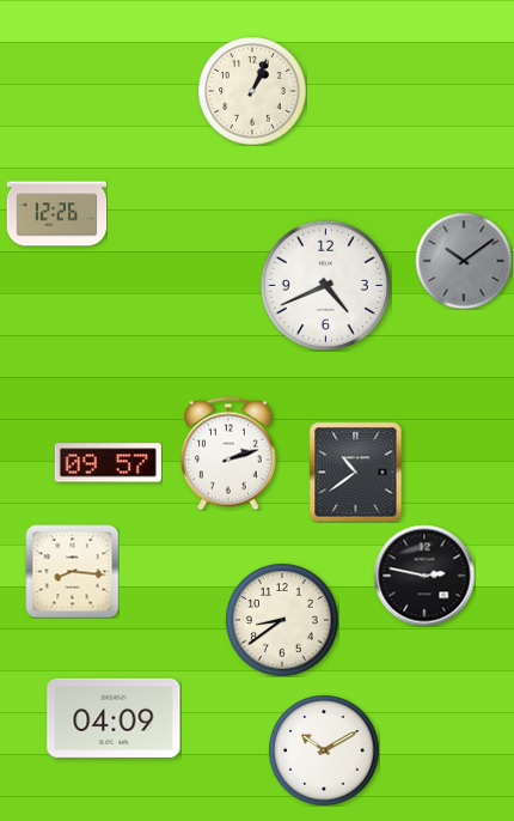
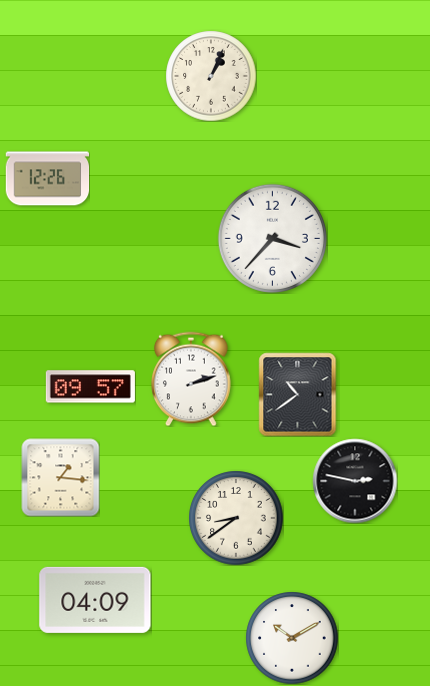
clock at (464, 261): 10:09 -> none
clock at (325, 285): 4:41 -> 3:37
clock at (72, 571): 8:16 -> 1:16
clock at (324, 750) position: (324, 750) -> (292, 638)
